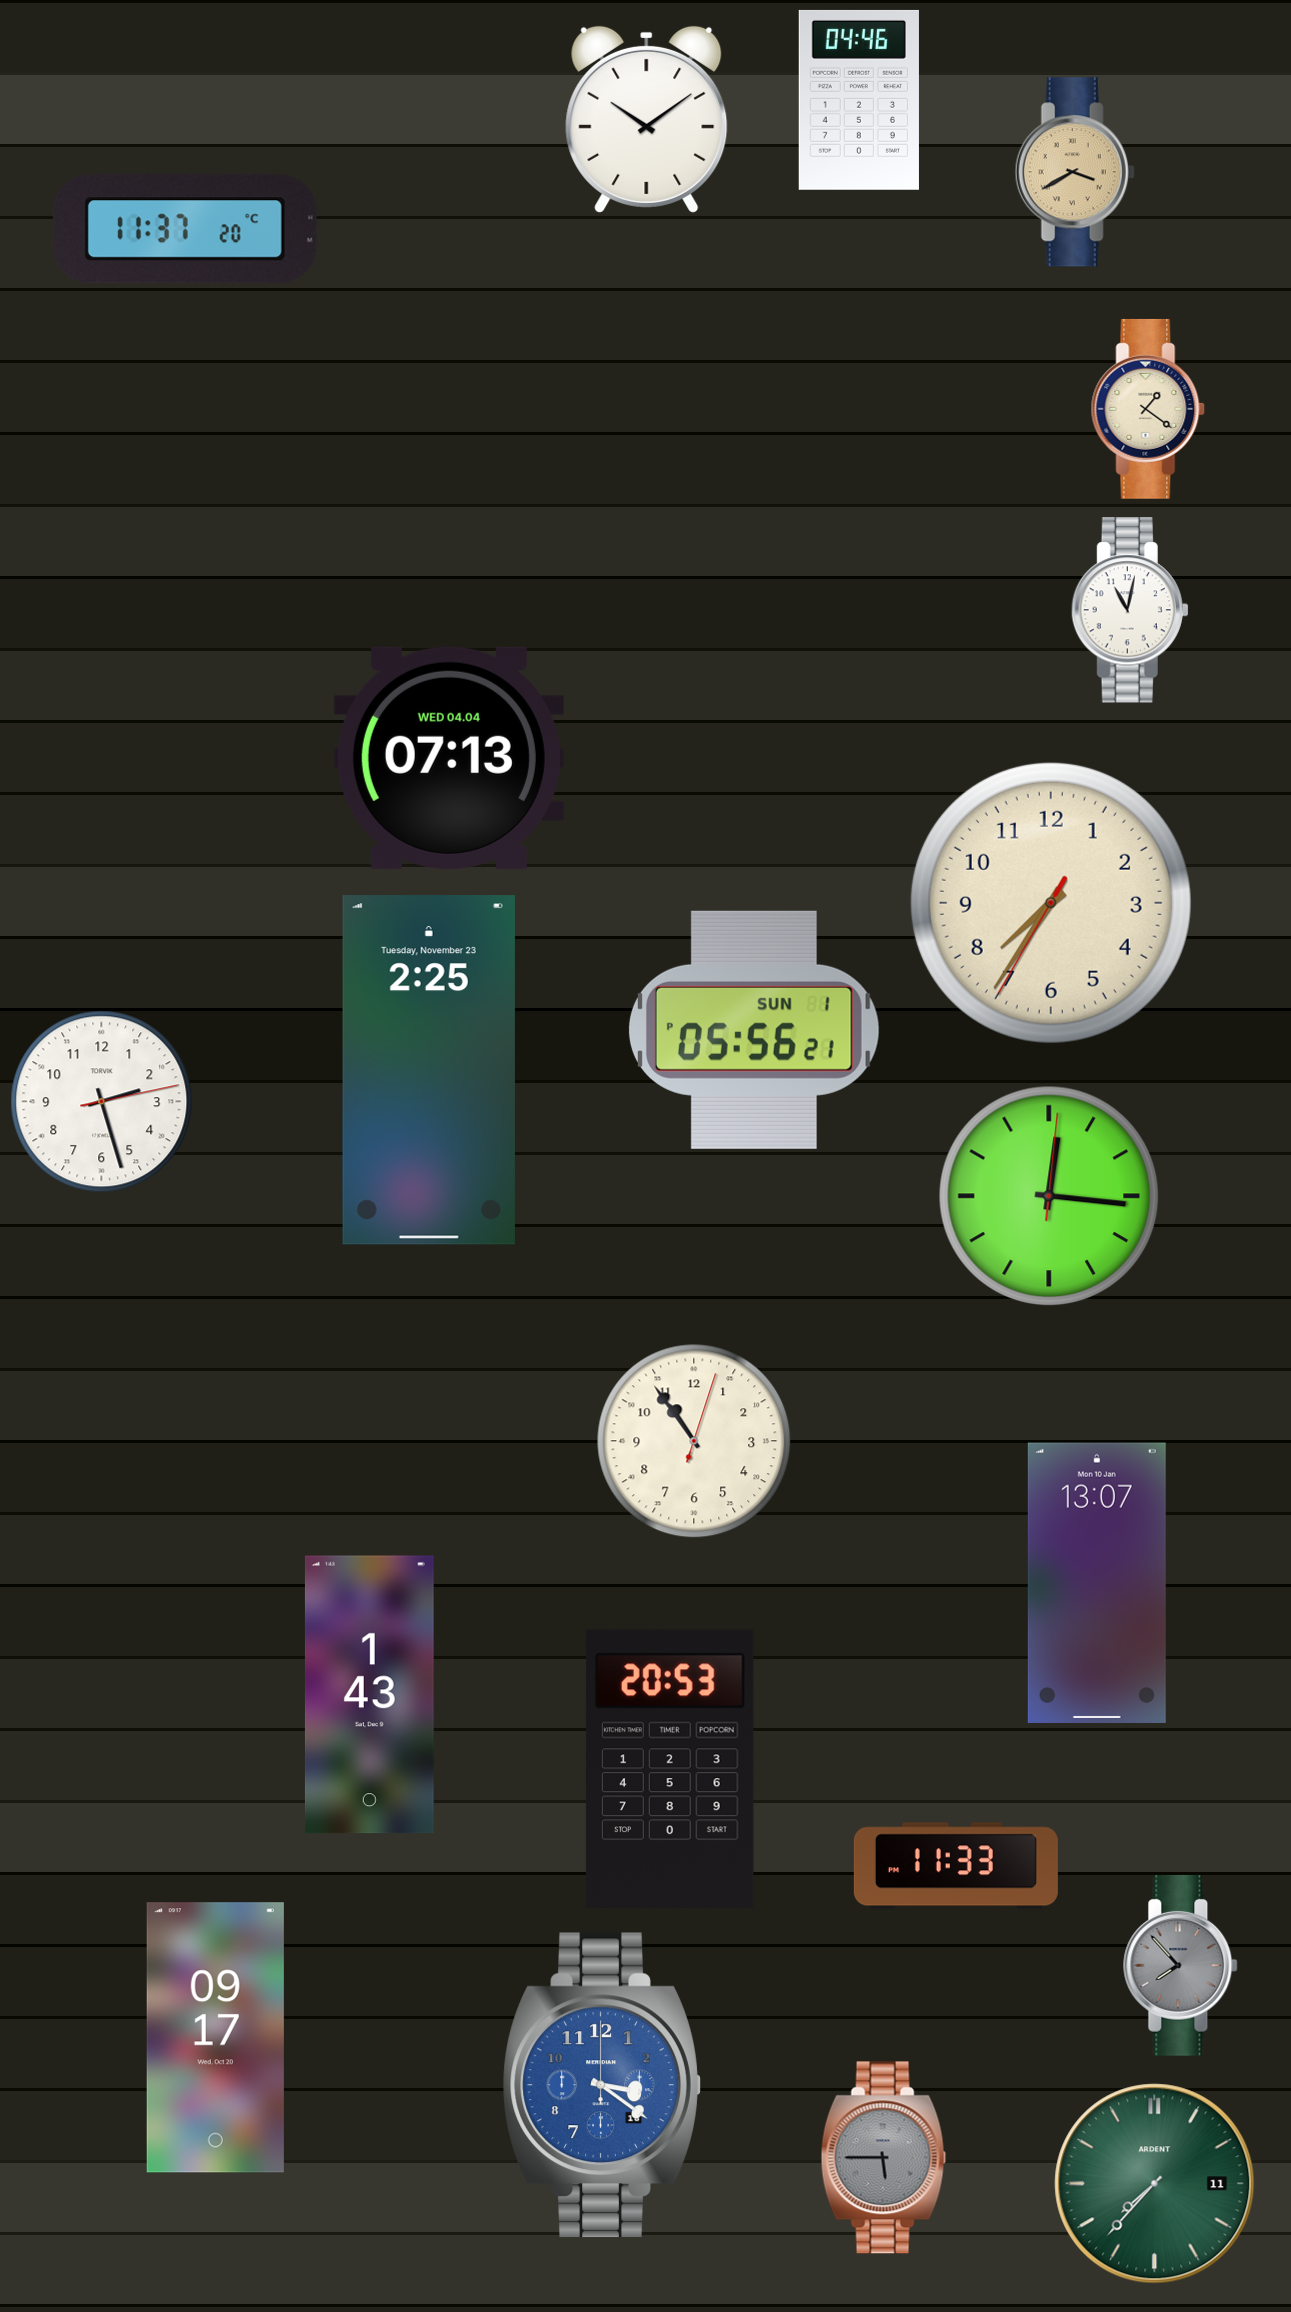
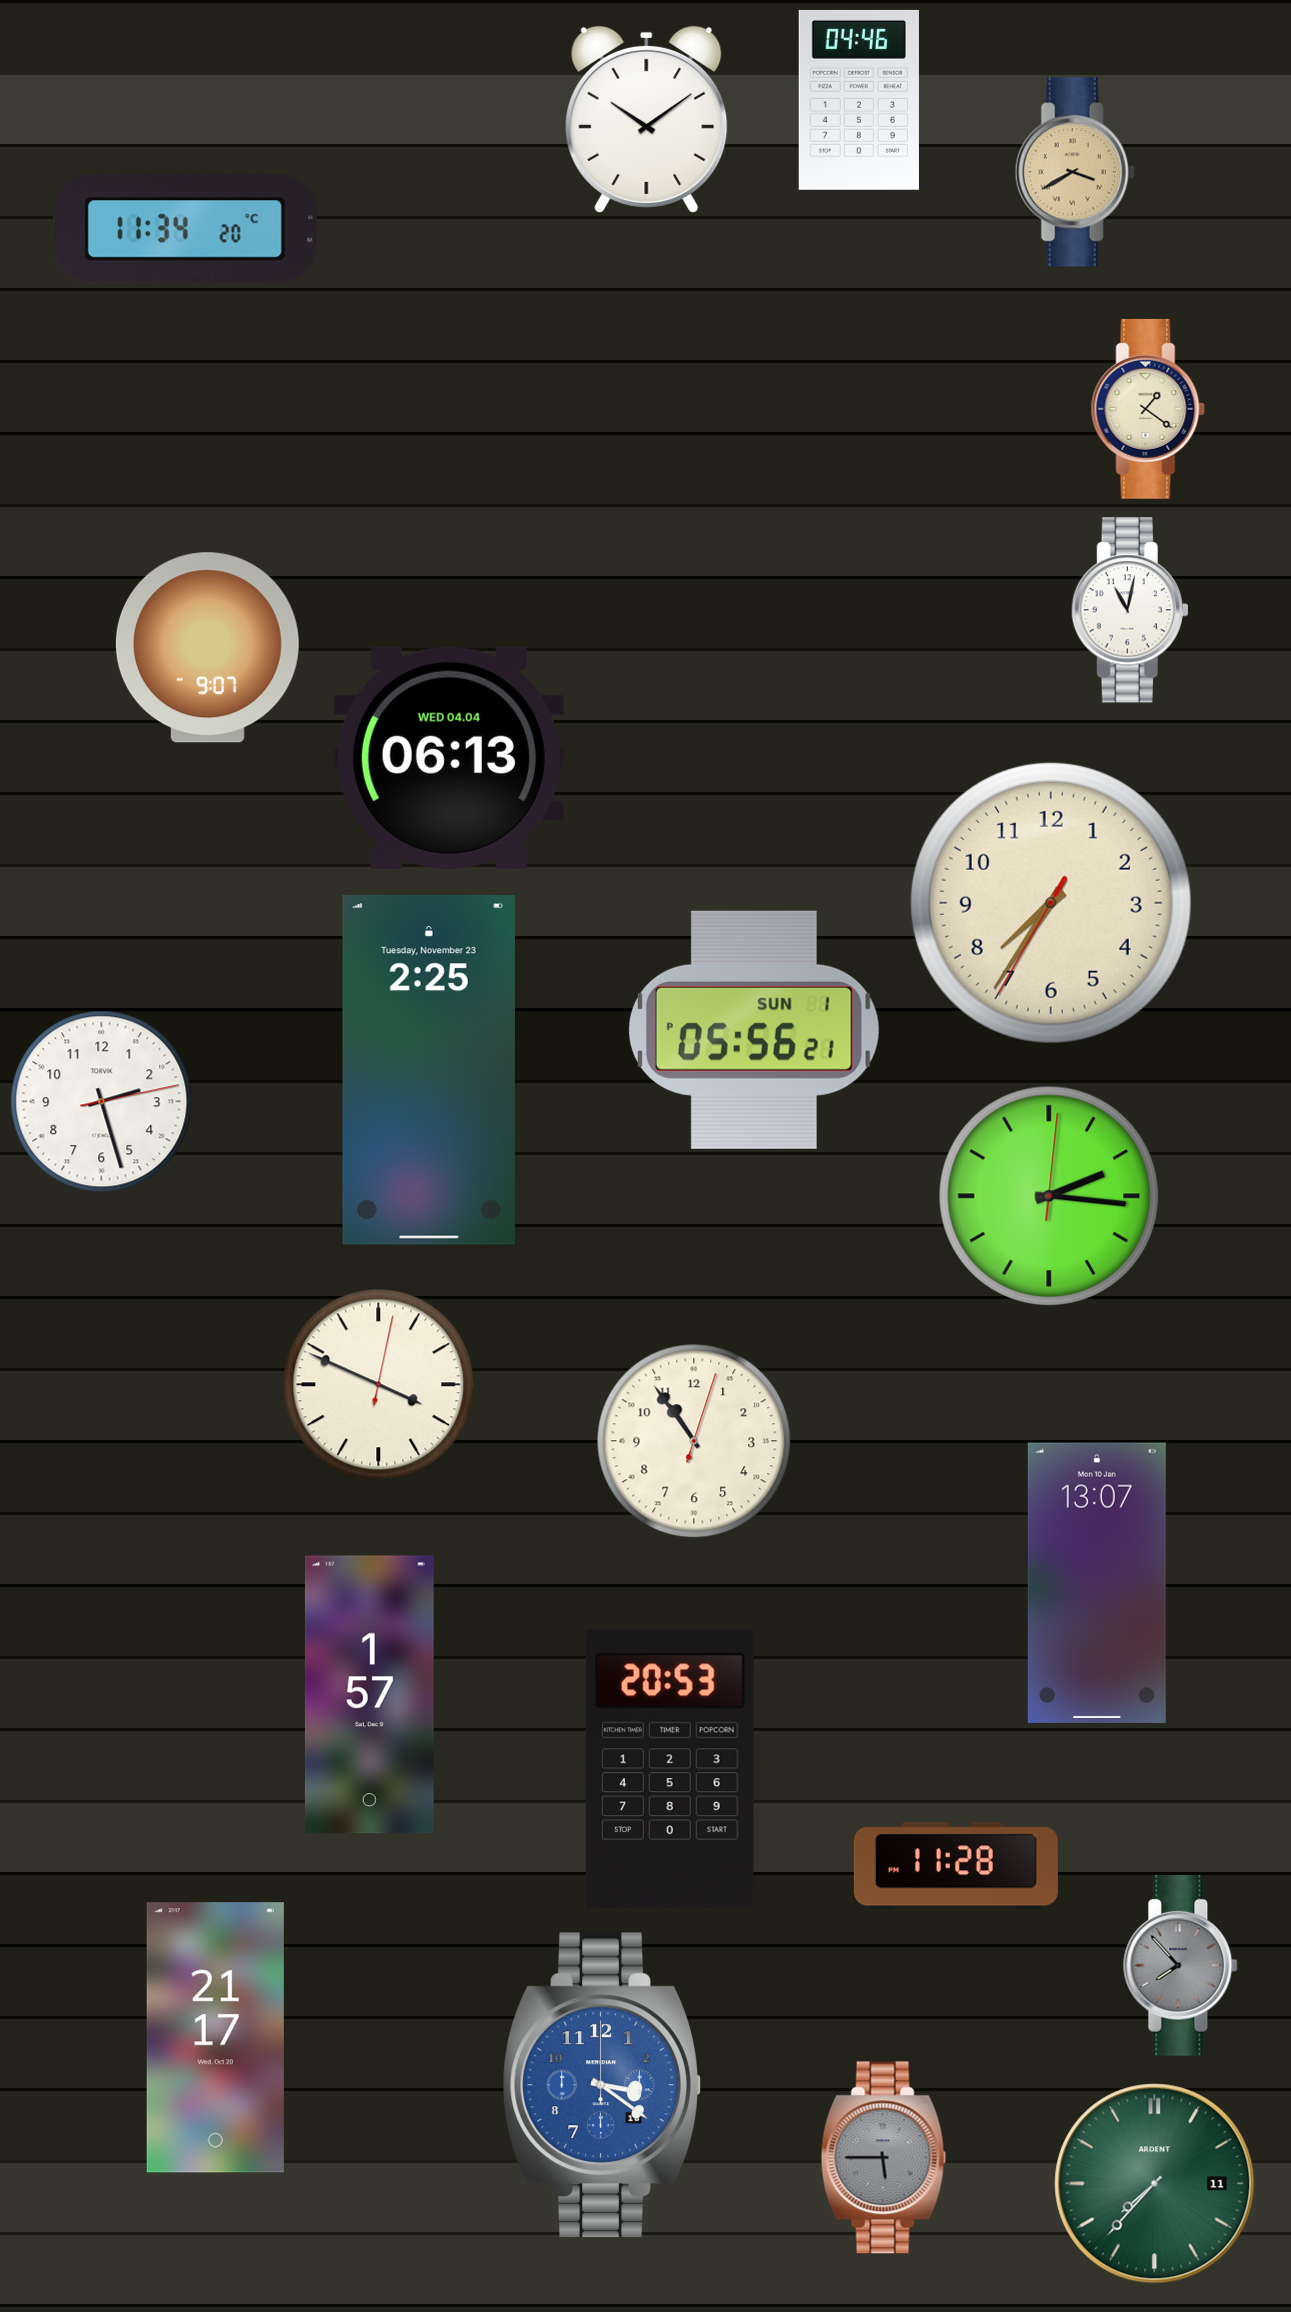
clock at (185, 229): 11:37 -> 11:34
clock at (207, 648): none -> 9:07
clock at (449, 758): 07:13 -> 06:13
clock at (1049, 1196): 12:16 -> 2:16
clock at (379, 1385): none -> 3:49
clock at (369, 1695): 1:43 -> 1:57
clock at (956, 1866): 11:33 -> 11:28
clock at (215, 2038): 09:17 -> 21:17
